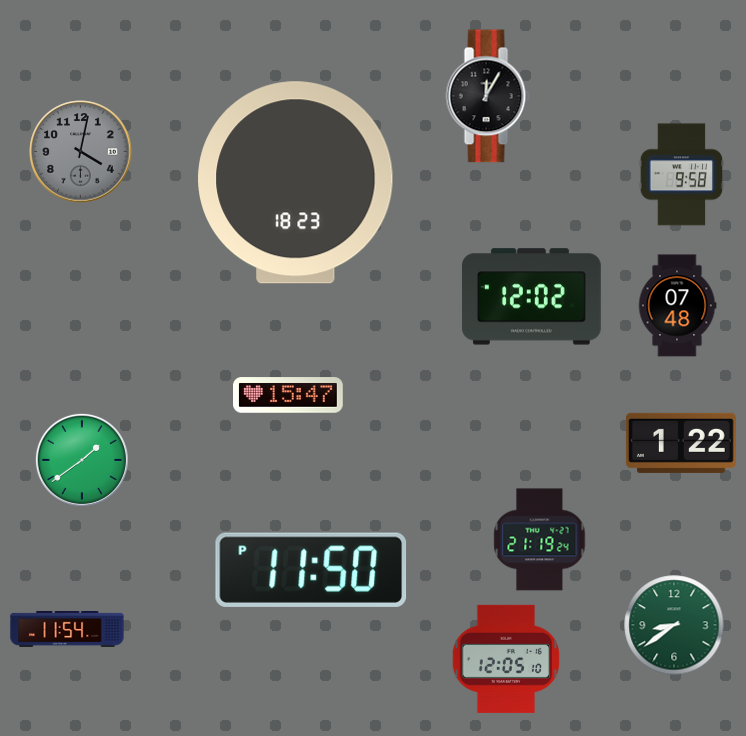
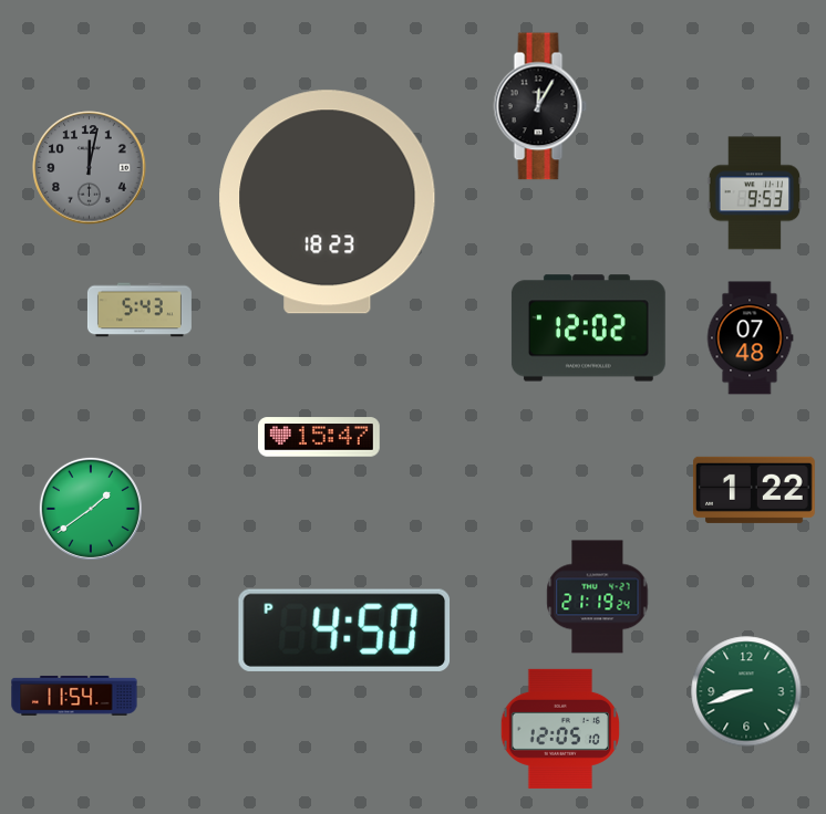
clock at (81, 152): 4:02 -> 12:02
clock at (682, 175): 9:58 -> 9:53
clock at (140, 310): none -> 5:43
clock at (311, 570): 11:50 -> 4:50
clock at (674, 625): 8:39 -> 8:42
